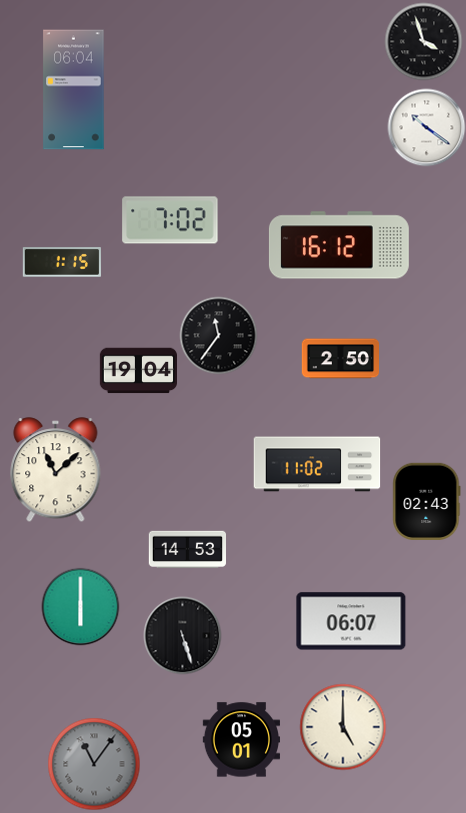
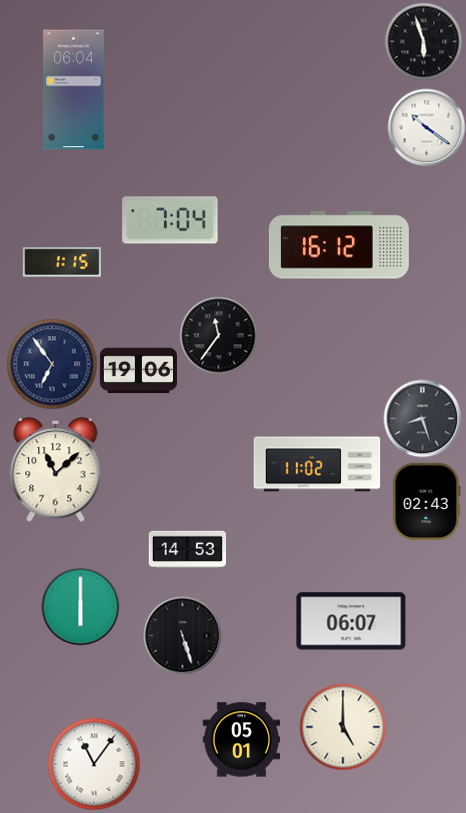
clock at (423, 41): 3:57 -> 5:57
clock at (170, 220): 7:02 -> 7:04
clock at (340, 359): 2:50 -> none
clock at (52, 364): none -> 6:54
clock at (138, 371): 19:04 -> 19:06
clock at (422, 418): none -> 8:27
clock at (94, 764) dial: grey -> white
